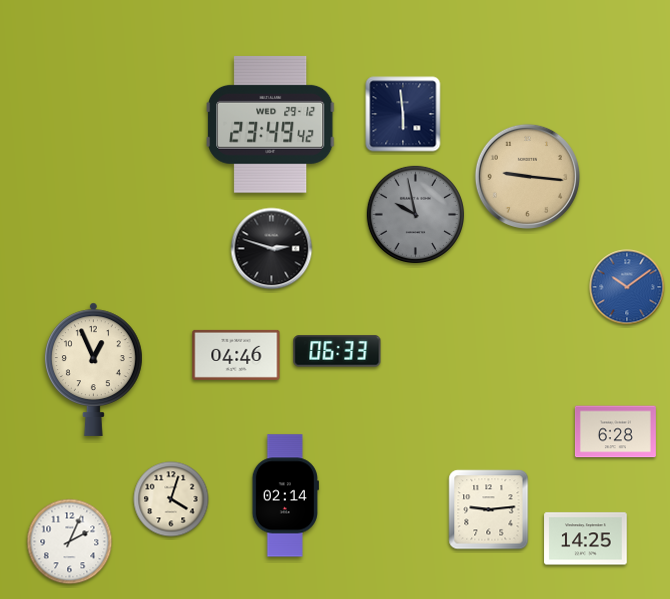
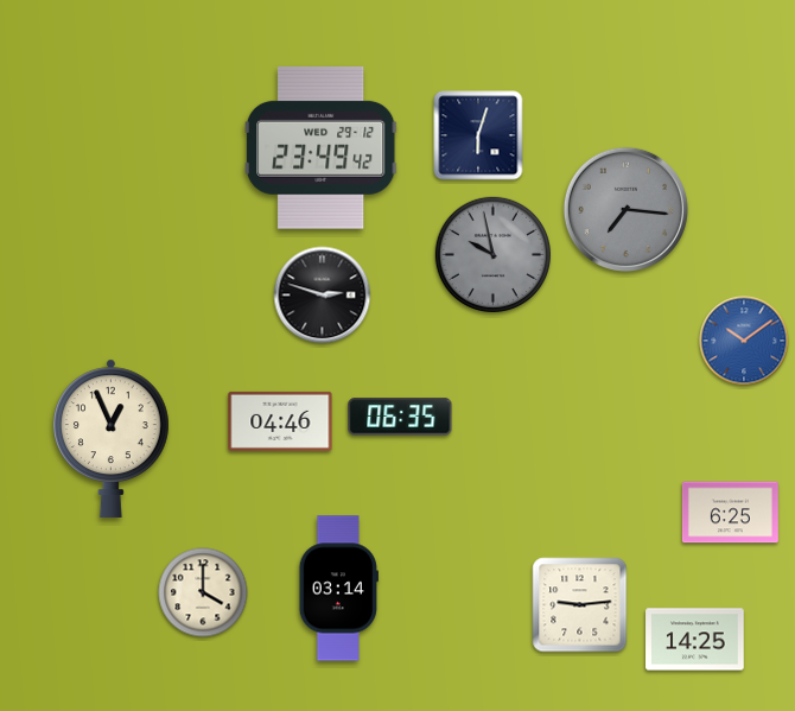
clock at (403, 114): 5:59 -> 6:03
clock at (527, 176): 9:16 -> 7:16
clock at (527, 176) dial: champagne -> grey
clock at (337, 351): 06:33 -> 06:35
clock at (615, 432): 6:28 -> 6:25
clock at (285, 496): 02:14 -> 03:14
clock at (171, 499): 4:03 -> 4:00
clock at (70, 542): 2:04 -> none
